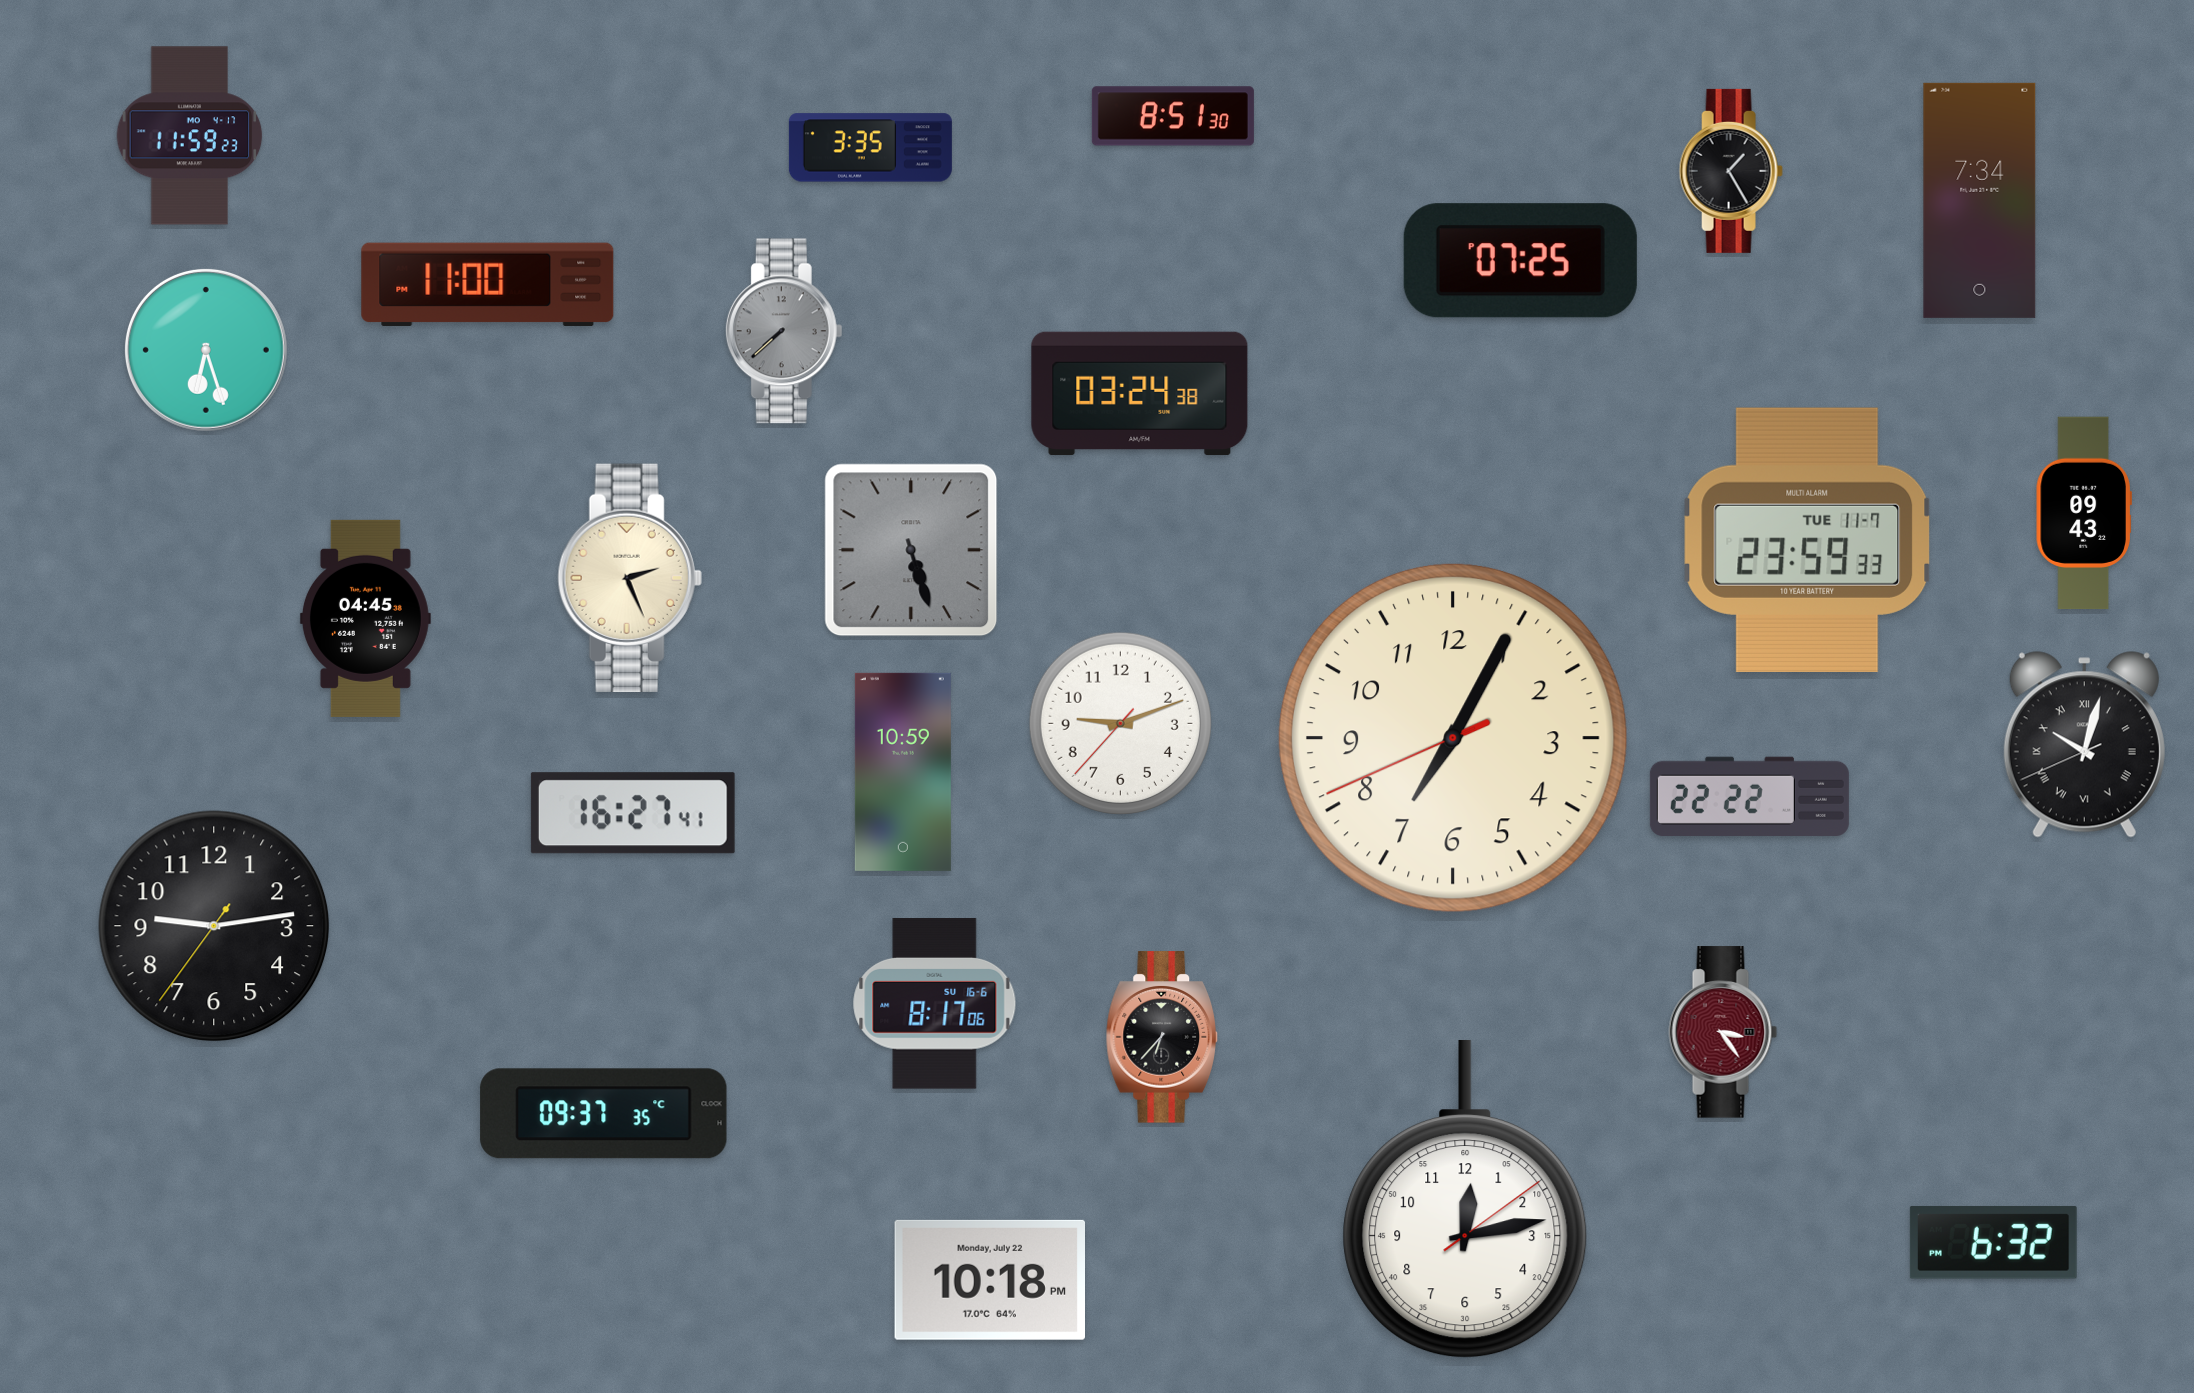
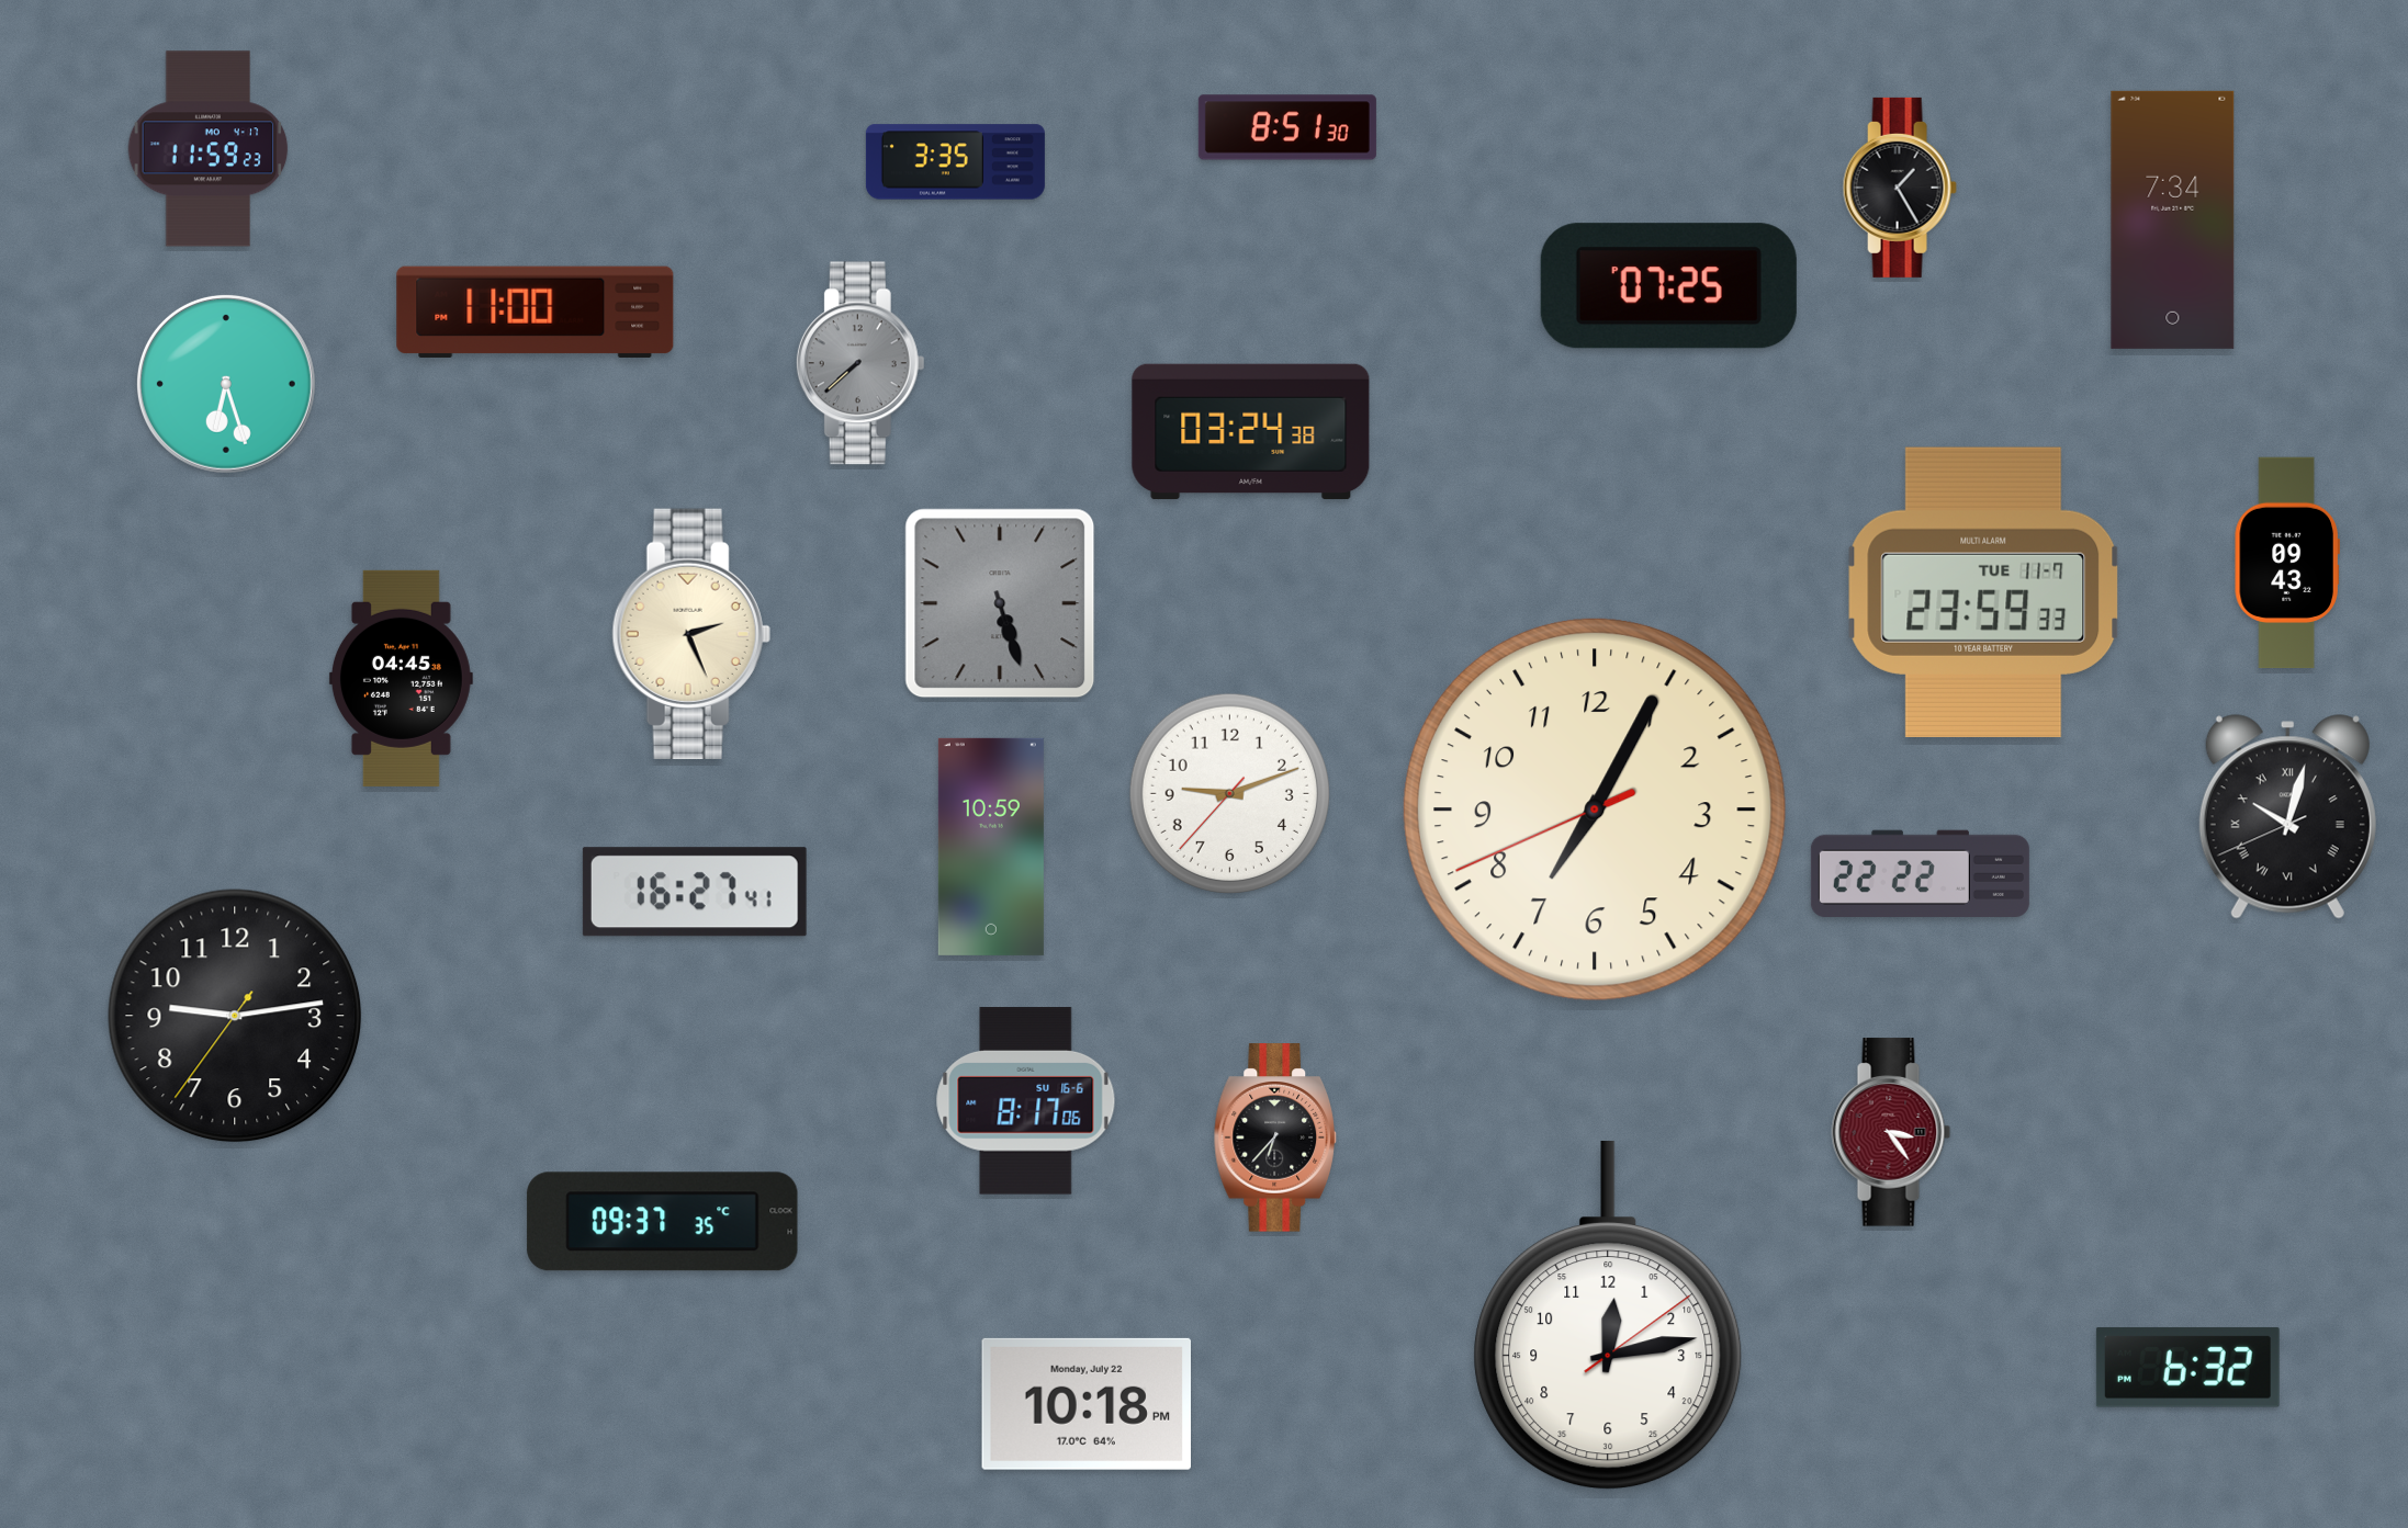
clock at (1993, 1242) position: (1993, 1242) -> (2187, 1367)
